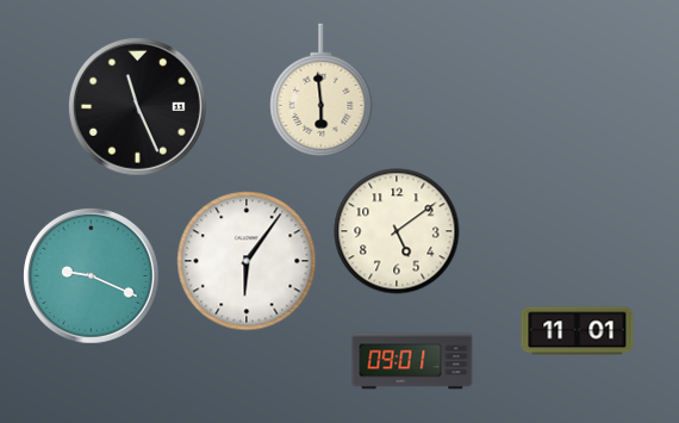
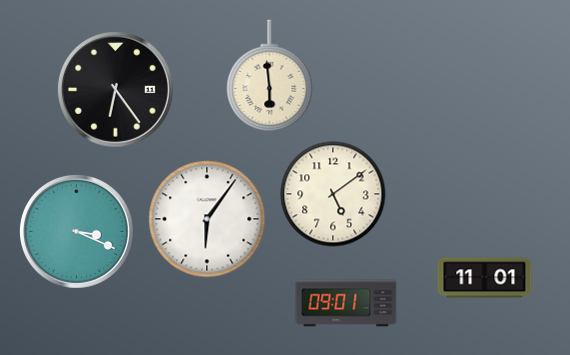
clock at (137, 106): 11:26 -> 6:24
clock at (91, 275): 9:19 -> 3:19
